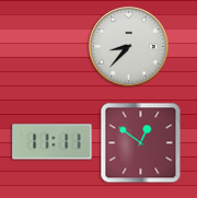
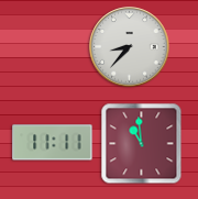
clock at (141, 143): 12:51 -> 10:59
